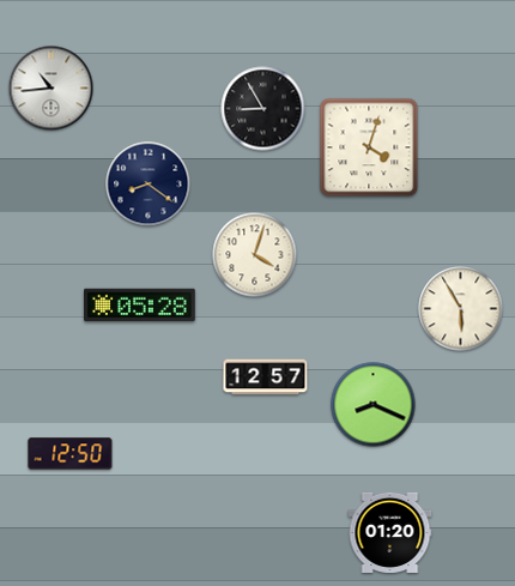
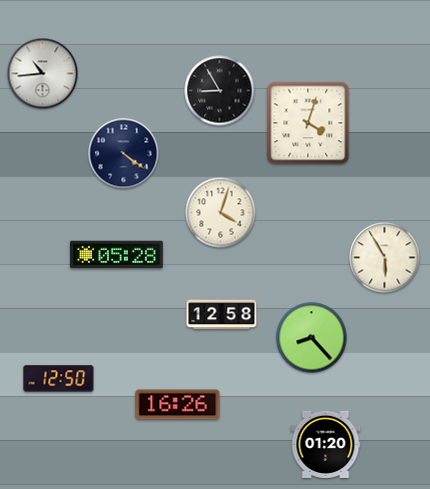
clock at (149, 185): 8:21 -> 4:21
clock at (255, 255) position: (255, 255) -> (221, 213)
clock at (266, 377): 12:57 -> 12:58
clock at (374, 405): 8:19 -> 8:23
clock at (178, 405): none -> 16:26
